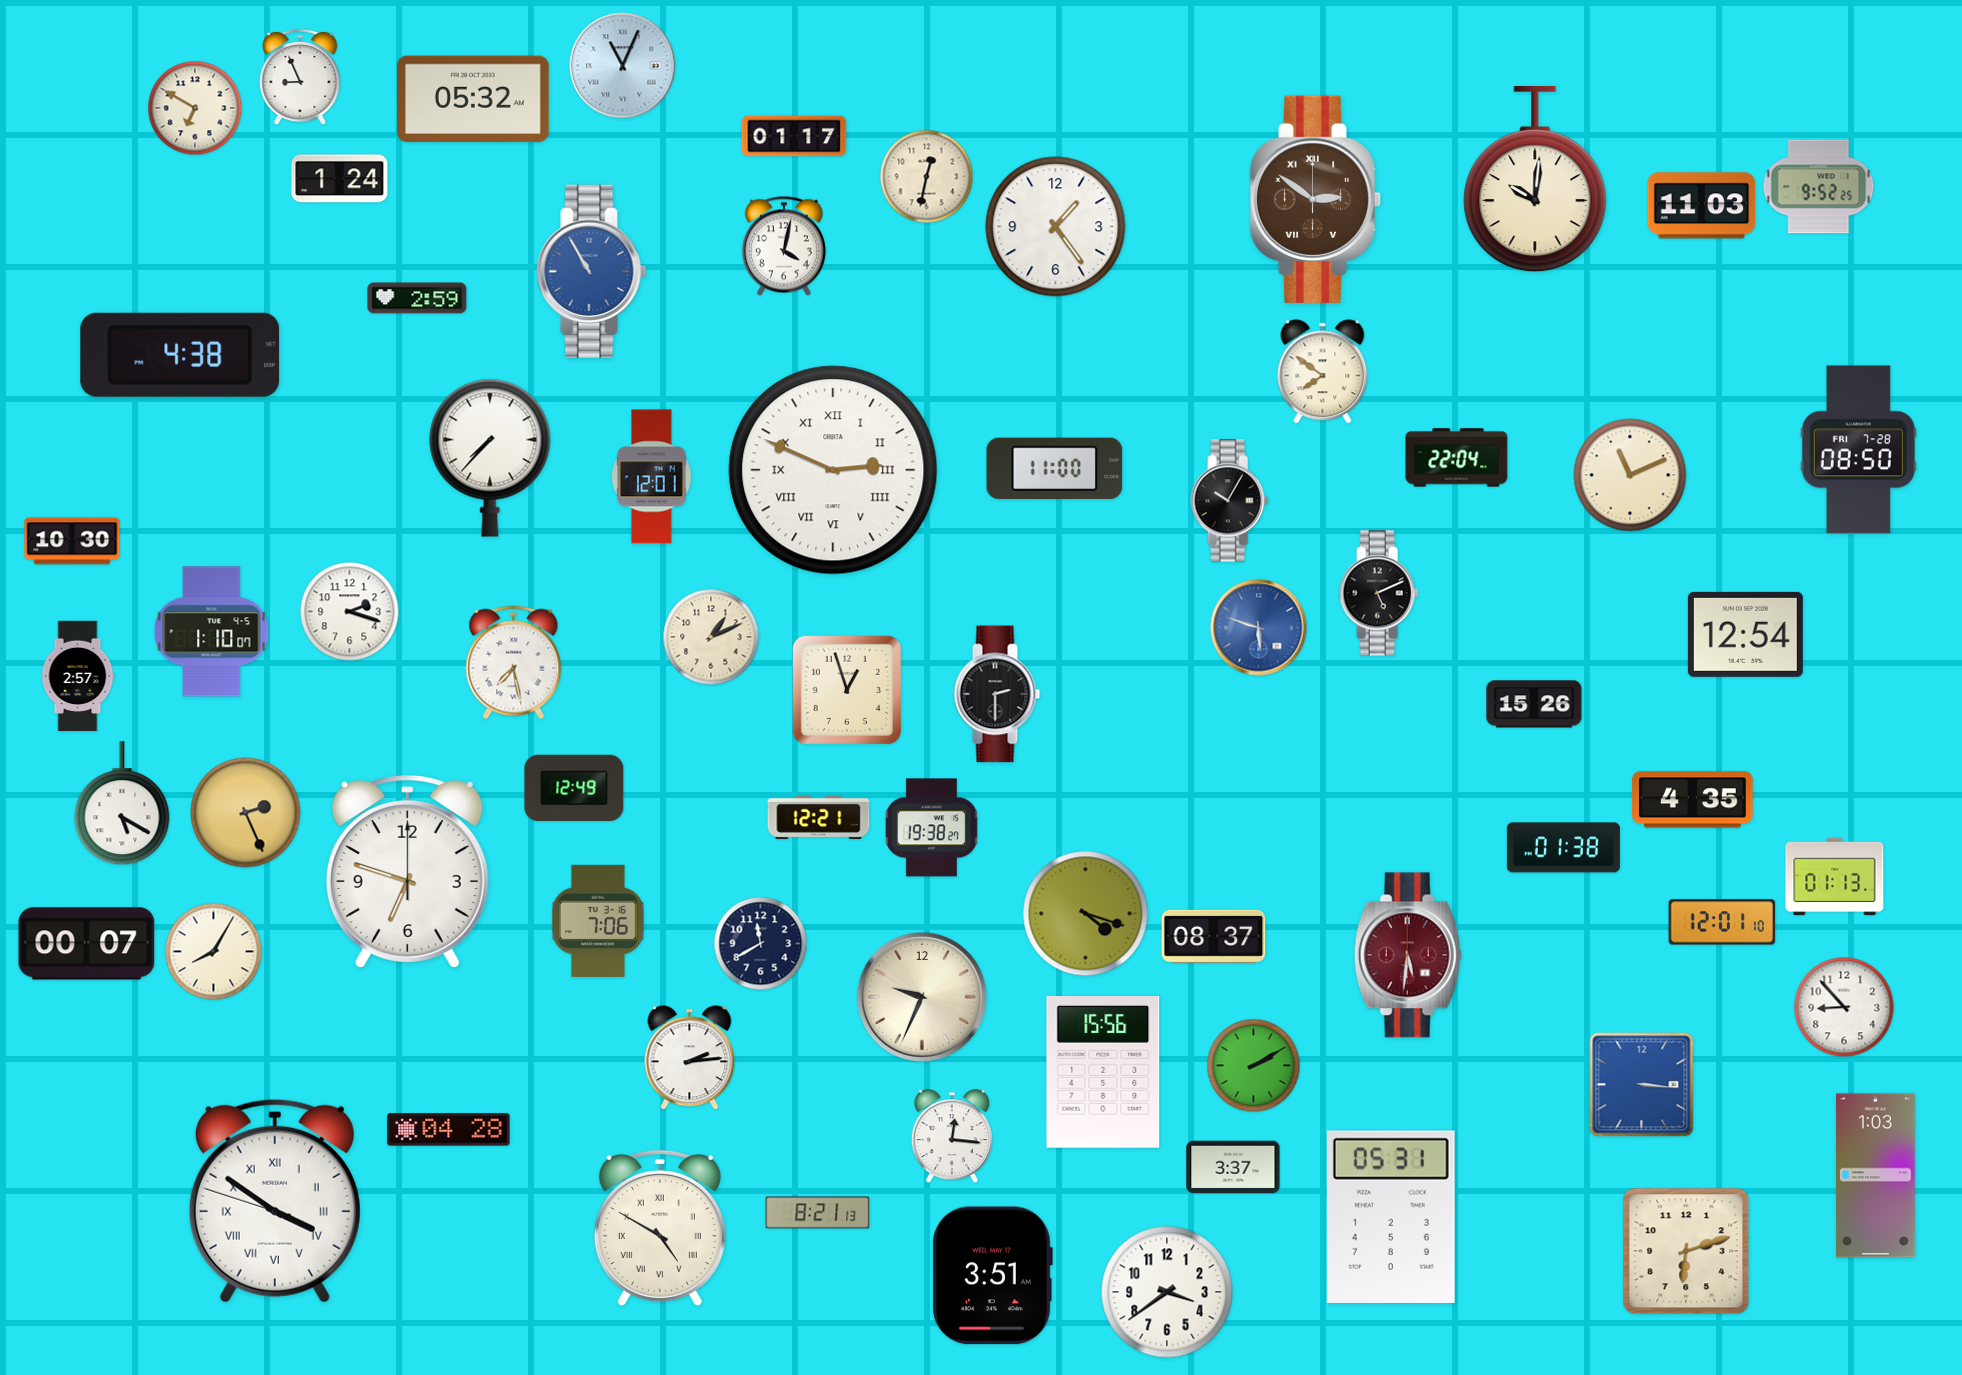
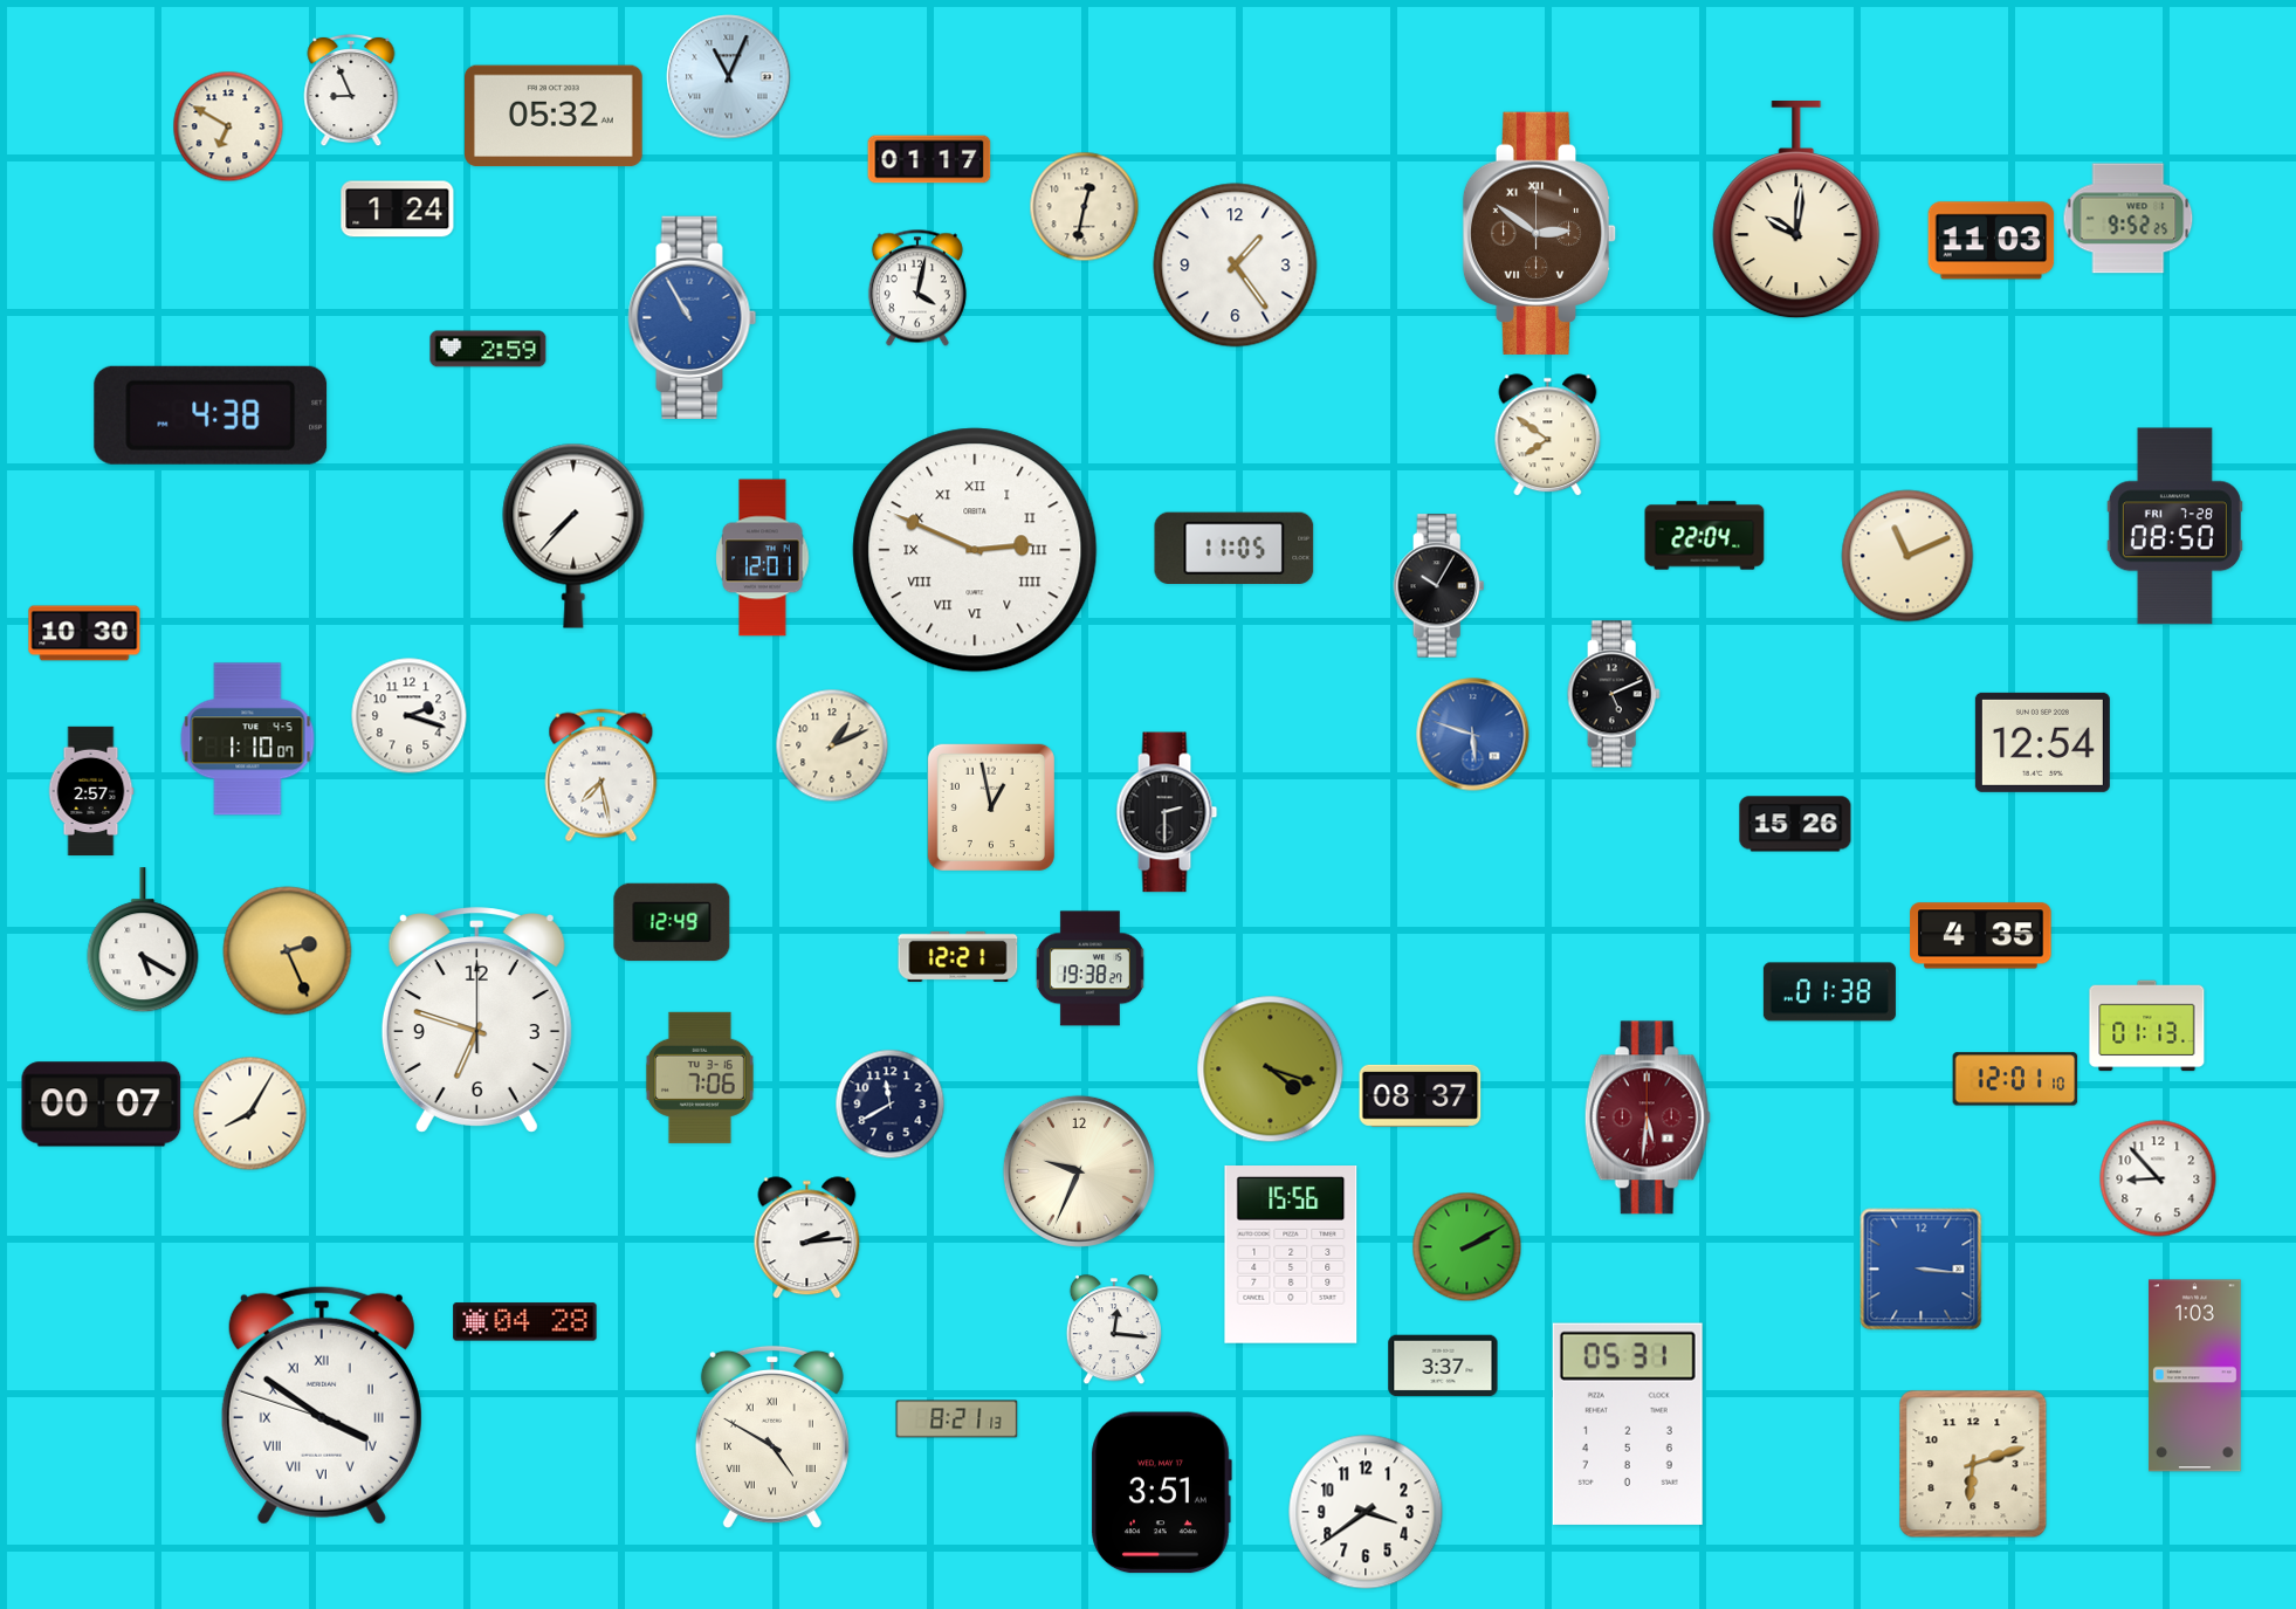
clock at (1055, 468): 11:00 -> 11:05
clock at (847, 690): 12:57 -> 12:58
clock at (922, 997) position: (922, 997) -> (1079, 1171)
